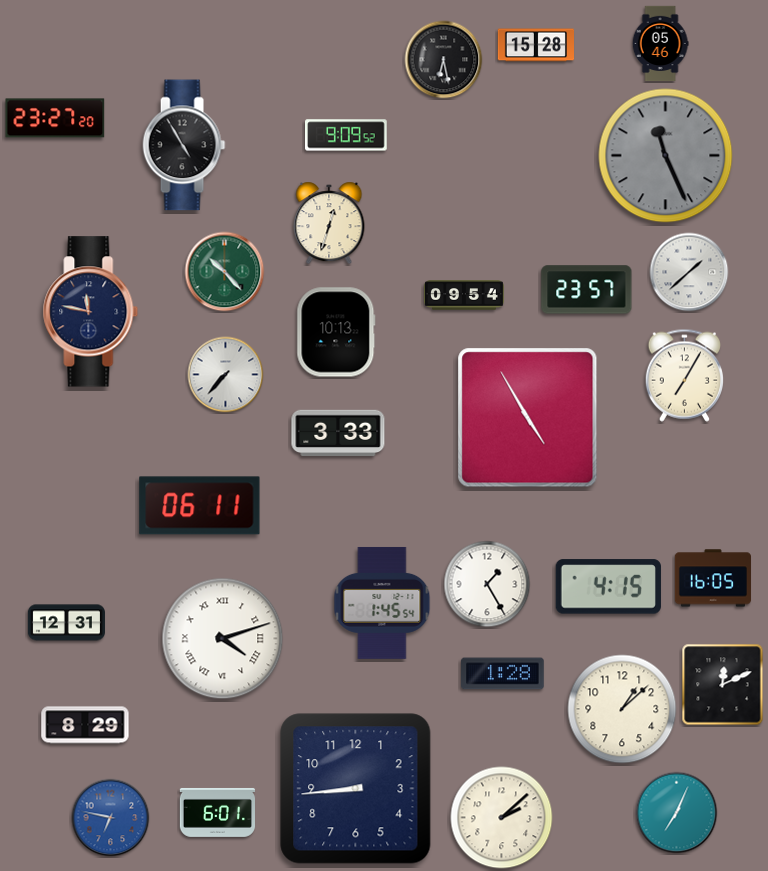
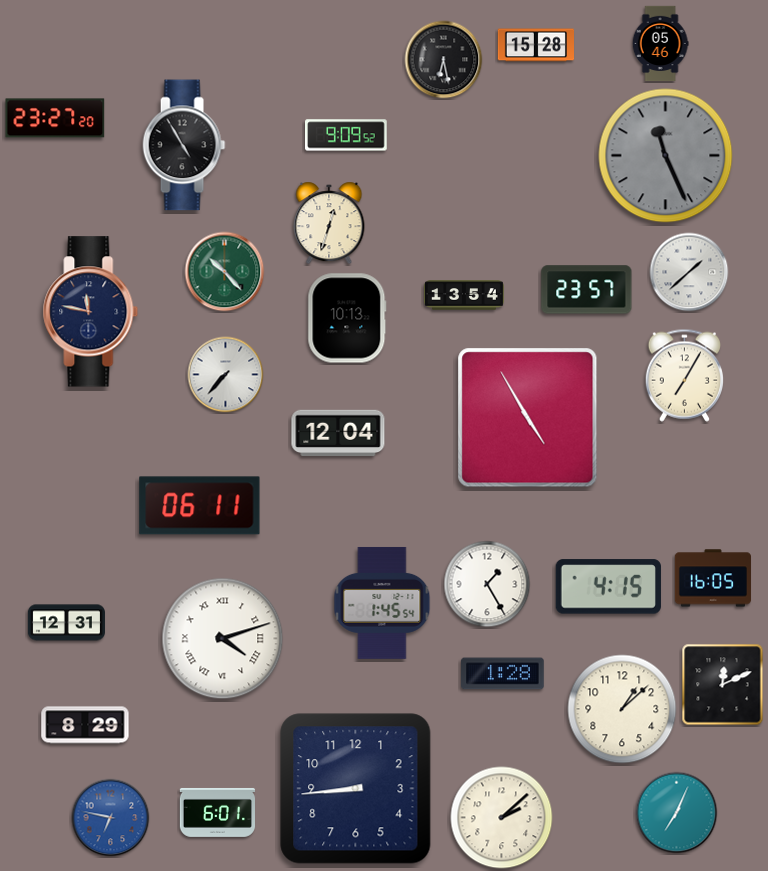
clock at (465, 295): 09:54 -> 13:54
clock at (336, 332) position: (336, 332) -> (347, 318)
clock at (338, 433): 3:33 -> 12:04
